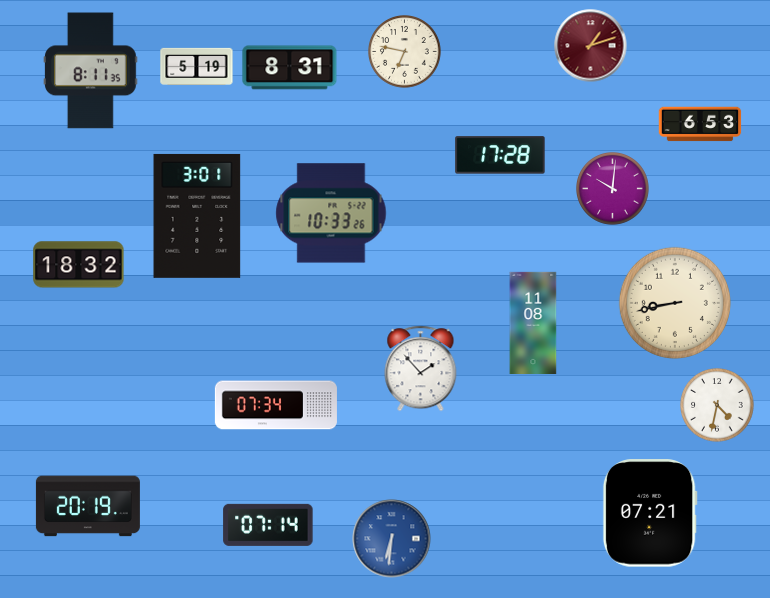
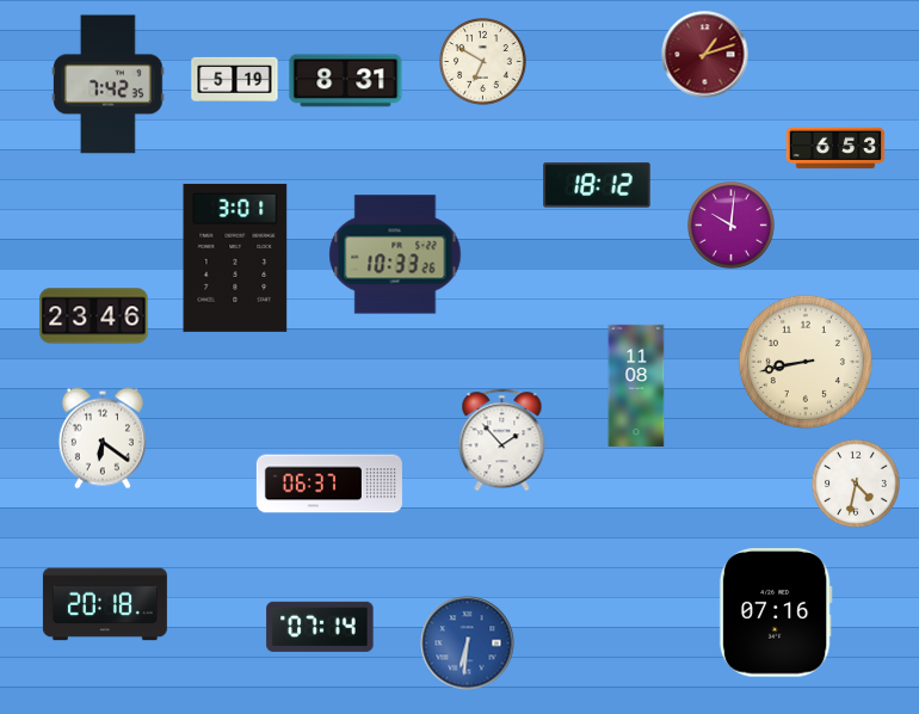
clock at (405, 52): 6:47 -> 6:50
clock at (91, 71): 8:11 -> 7:42
clock at (500, 155): 17:28 -> 18:12
clock at (79, 265): 18:32 -> 23:46
clock at (103, 438): none -> 6:21
clock at (276, 405): 07:34 -> 06:37
clock at (88, 506): 20:19 -> 20:18
clock at (650, 513): 07:21 -> 07:16
